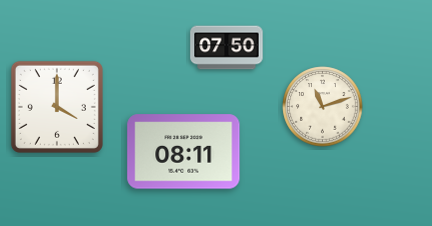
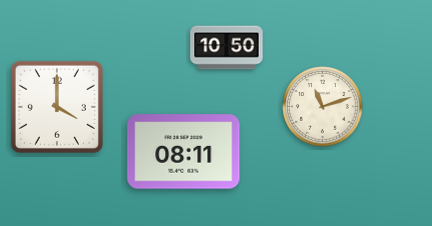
clock at (227, 48): 07:50 -> 10:50
